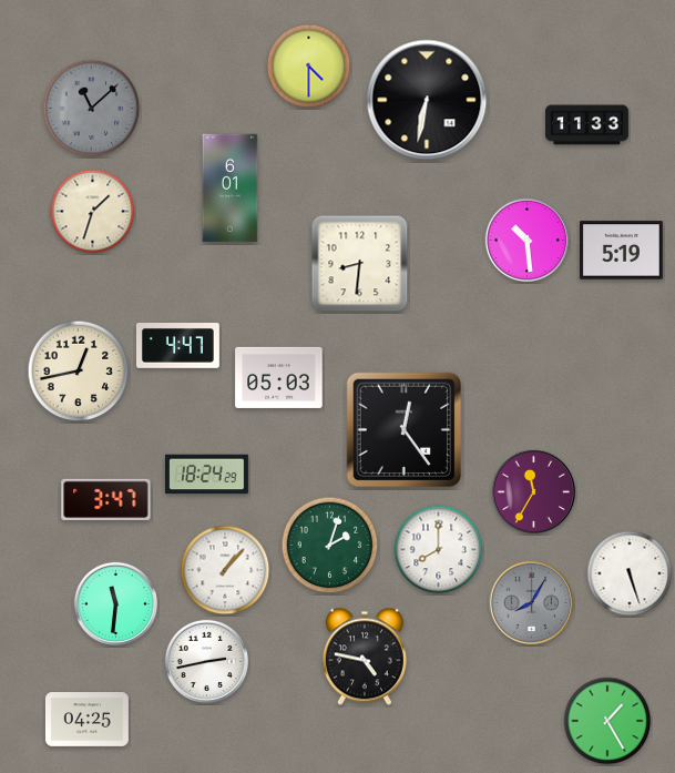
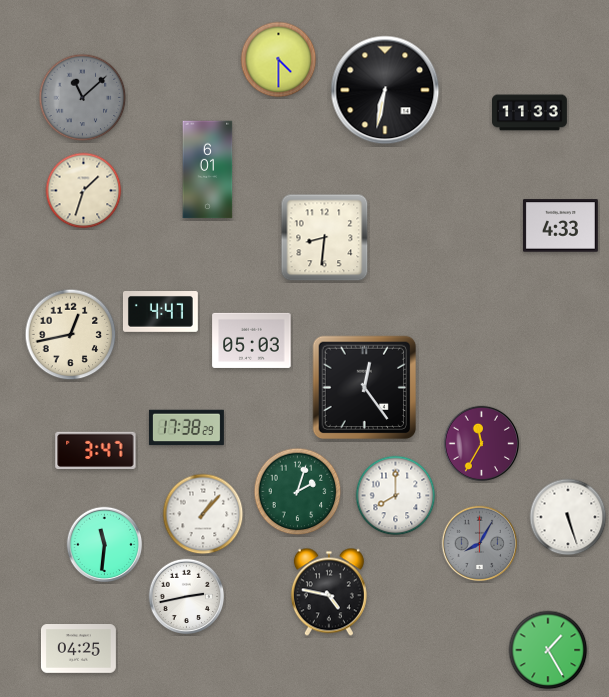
clock at (528, 241): 10:29 -> none
clock at (621, 251): 5:19 -> 4:33
clock at (206, 475): 18:24 -> 17:38
